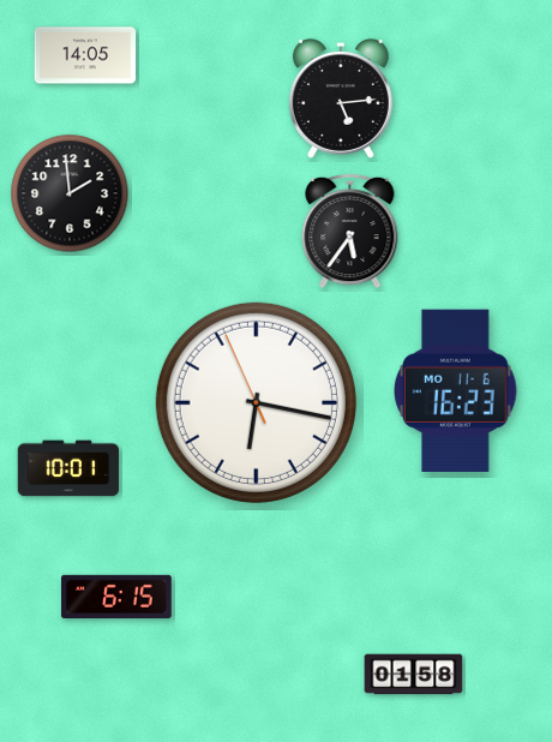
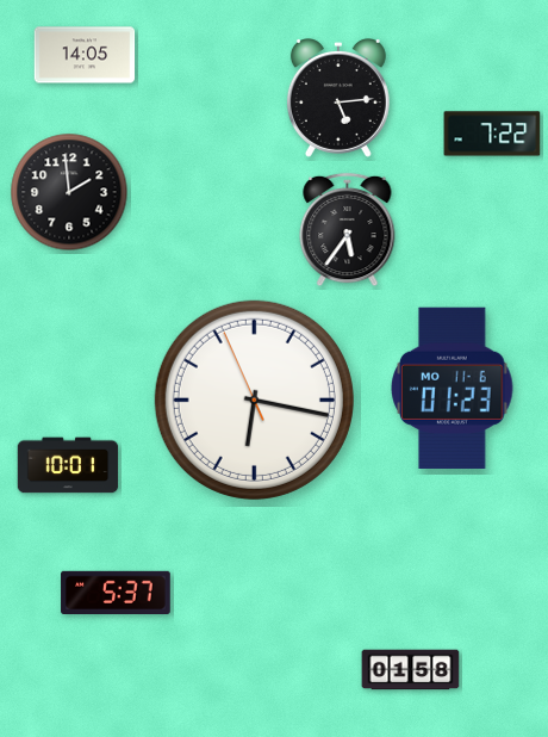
clock at (492, 134): none -> 7:22
clock at (456, 390): 16:23 -> 01:23
clock at (116, 596): 6:15 -> 5:37
